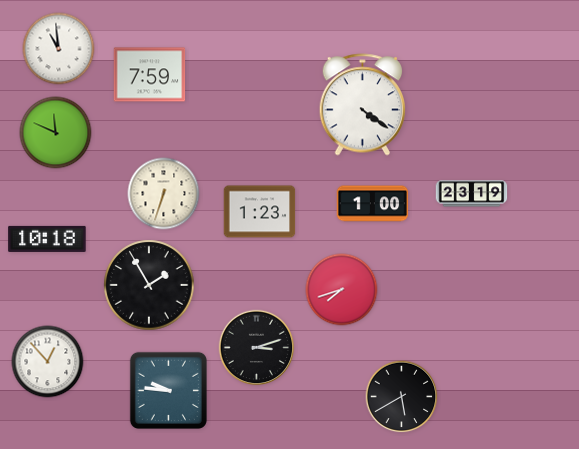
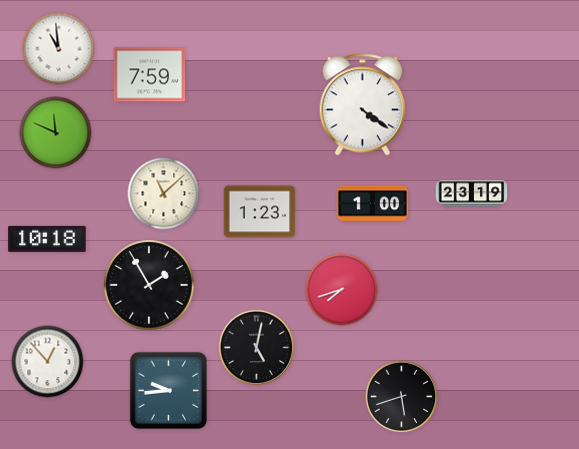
clock at (164, 194): 6:33 -> 11:08
clock at (257, 348): 3:12 -> 5:02
clock at (168, 390): 9:46 -> 9:44
clock at (402, 397): 5:40 -> 5:42
